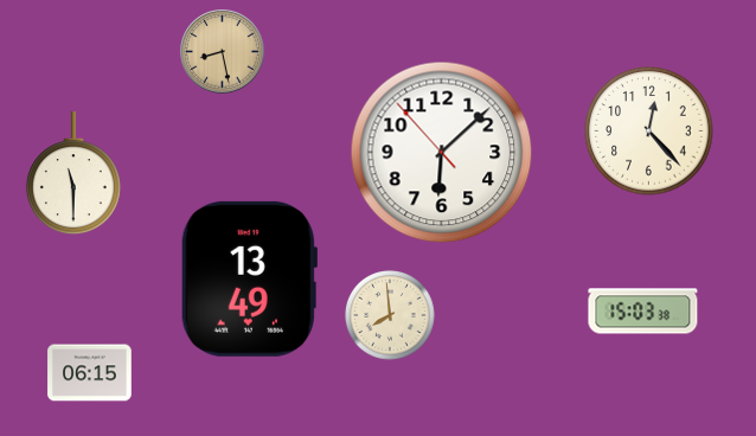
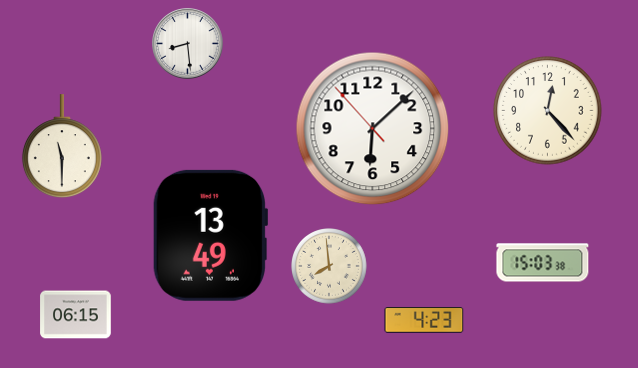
clock at (223, 52): 8:28 -> 8:29
clock at (223, 52) dial: champagne -> white
clock at (424, 321): none -> 4:23
